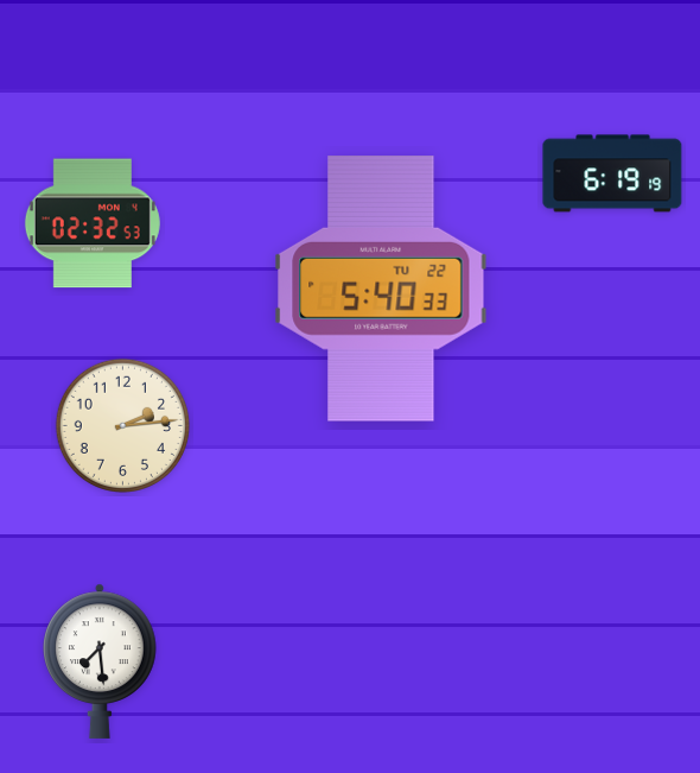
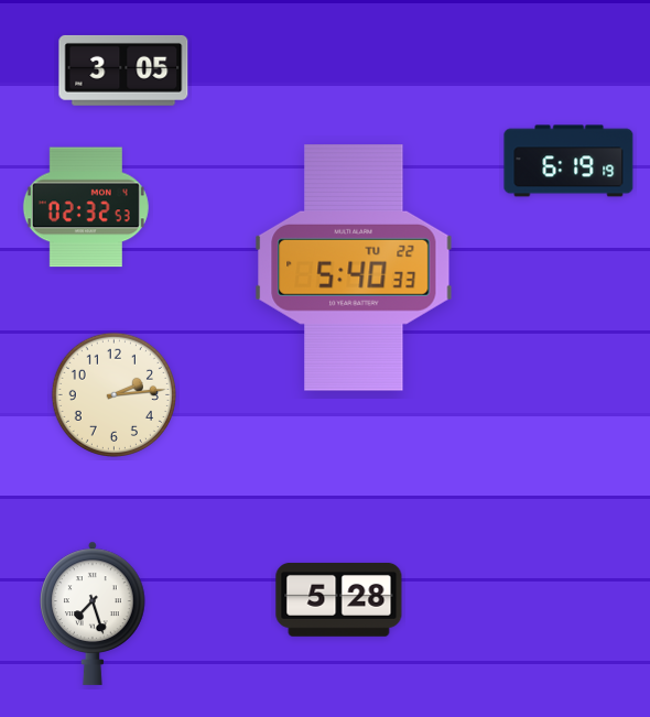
clock at (123, 70): none -> 3:05
clock at (339, 599): none -> 5:28
clock at (100, 661): 7:29 -> 7:27
